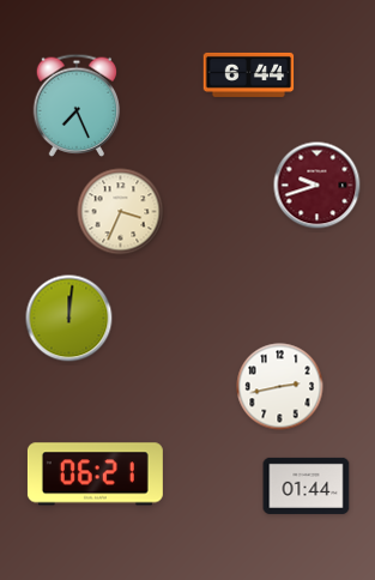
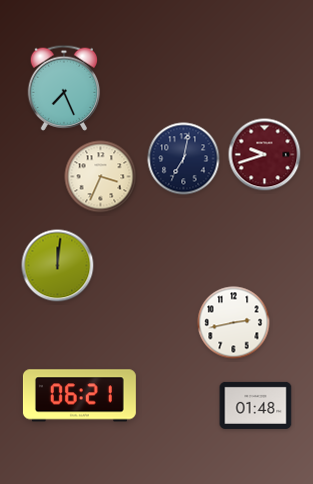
clock at (249, 74): 6:44 -> none
clock at (184, 159): none -> 7:02
clock at (307, 485): 01:44 -> 01:48
